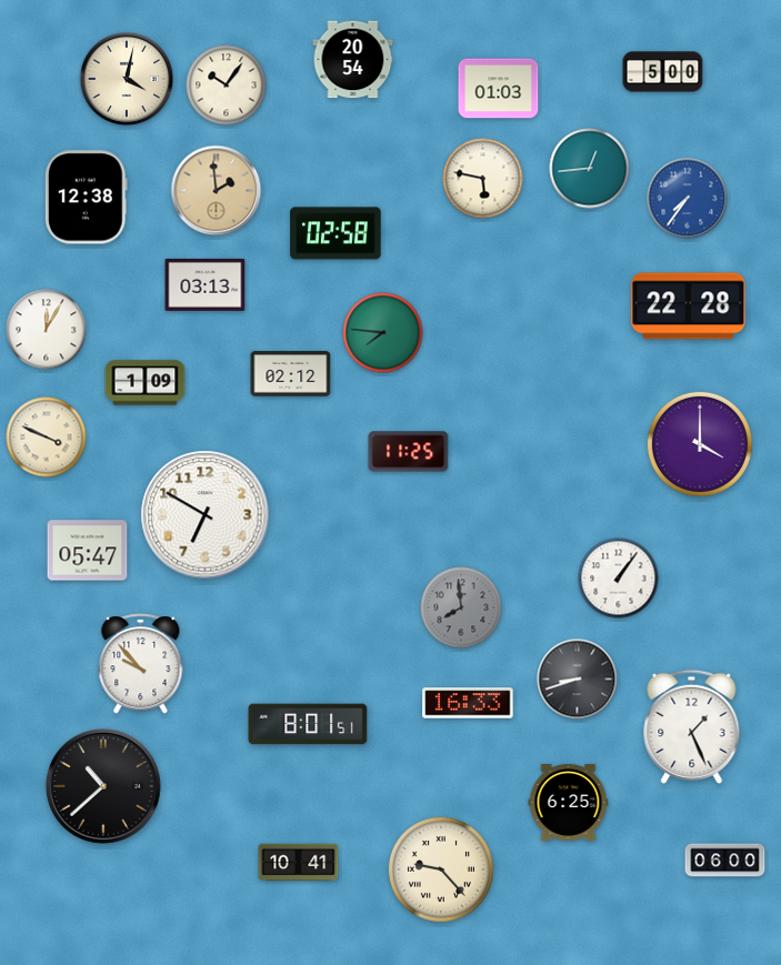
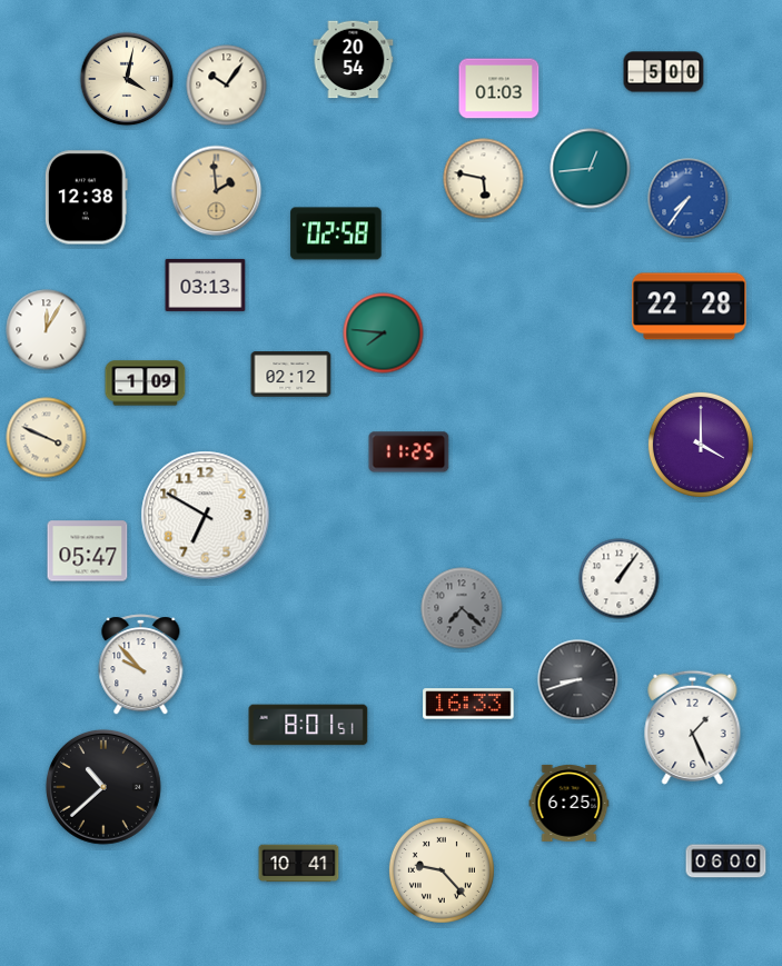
clock at (461, 607): 7:59 -> 7:22
